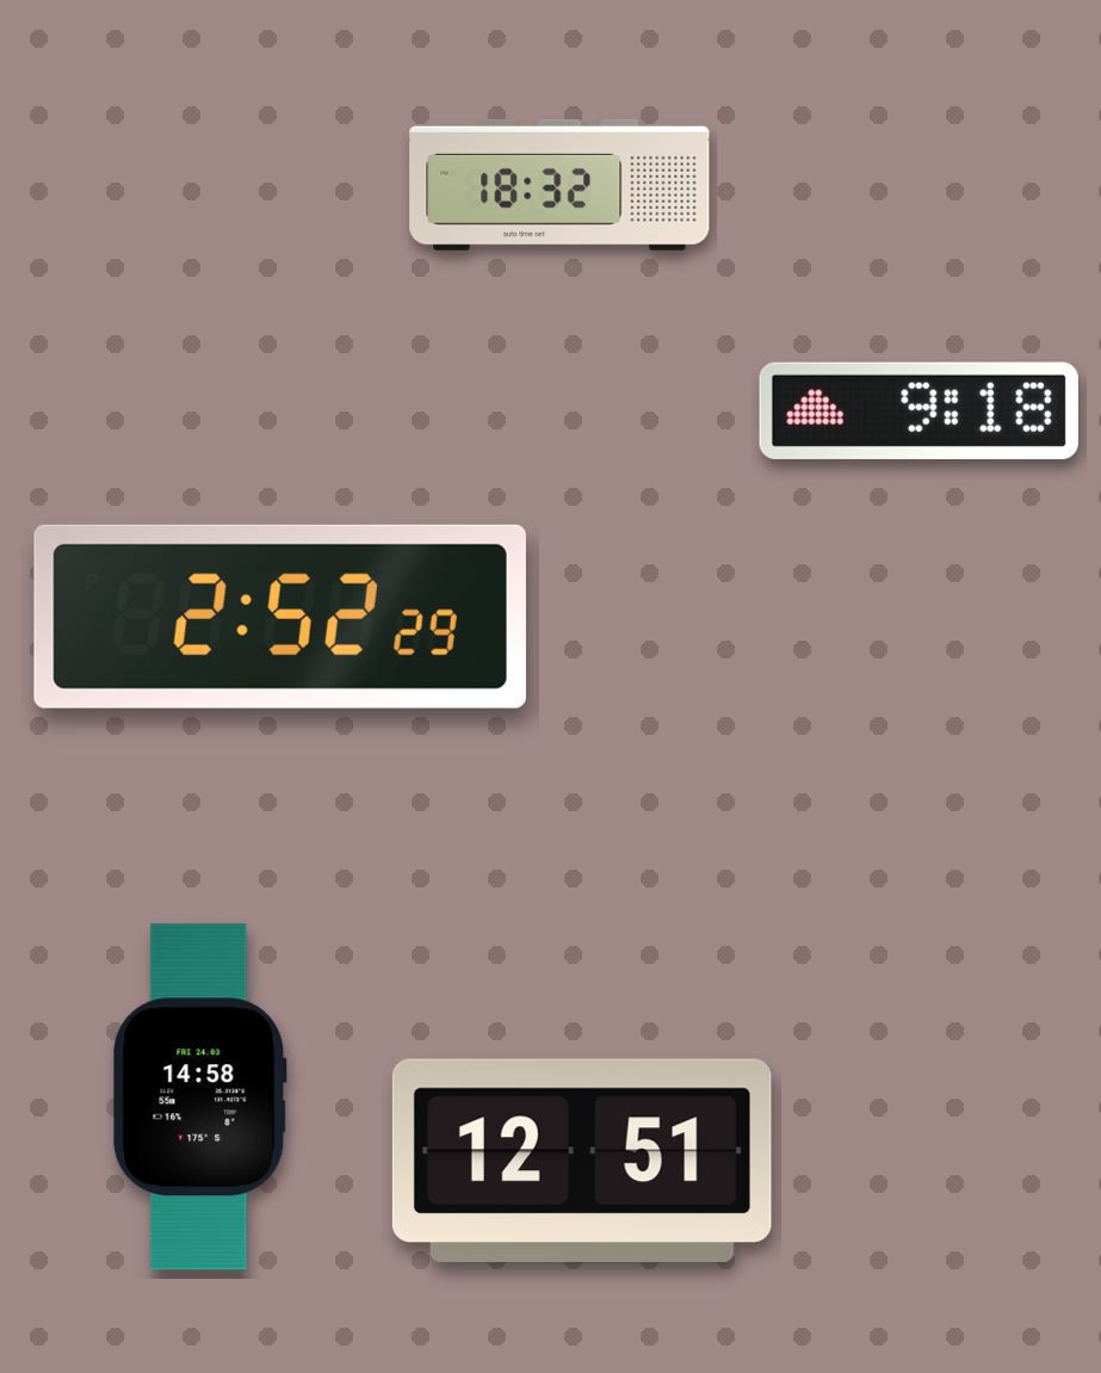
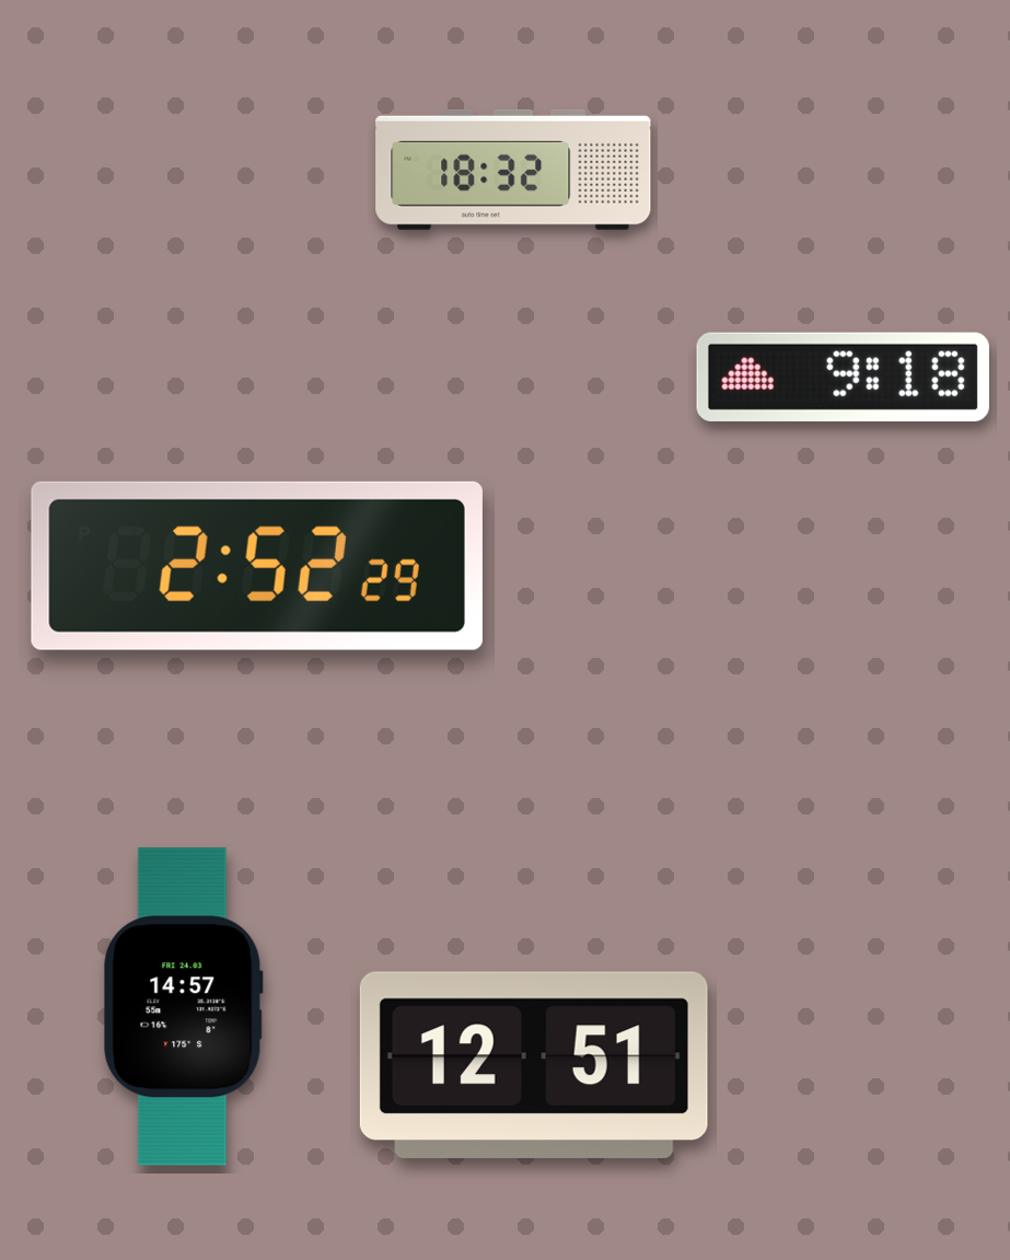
clock at (199, 1097): 14:58 -> 14:57
